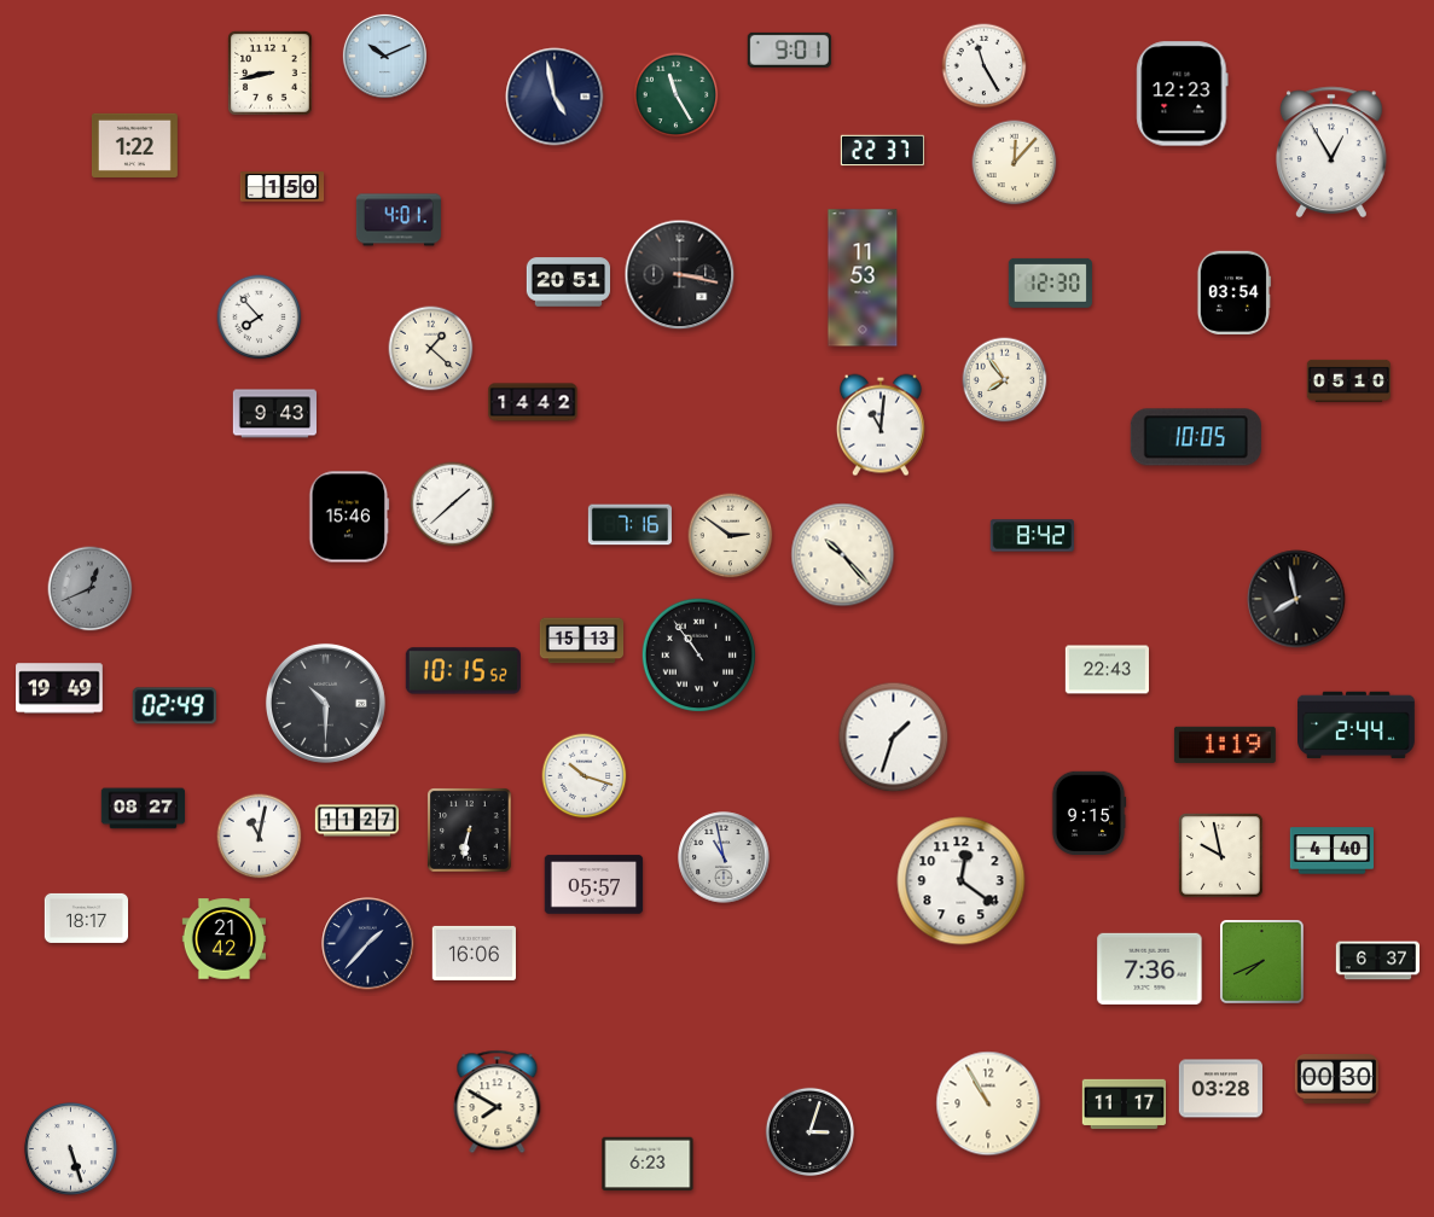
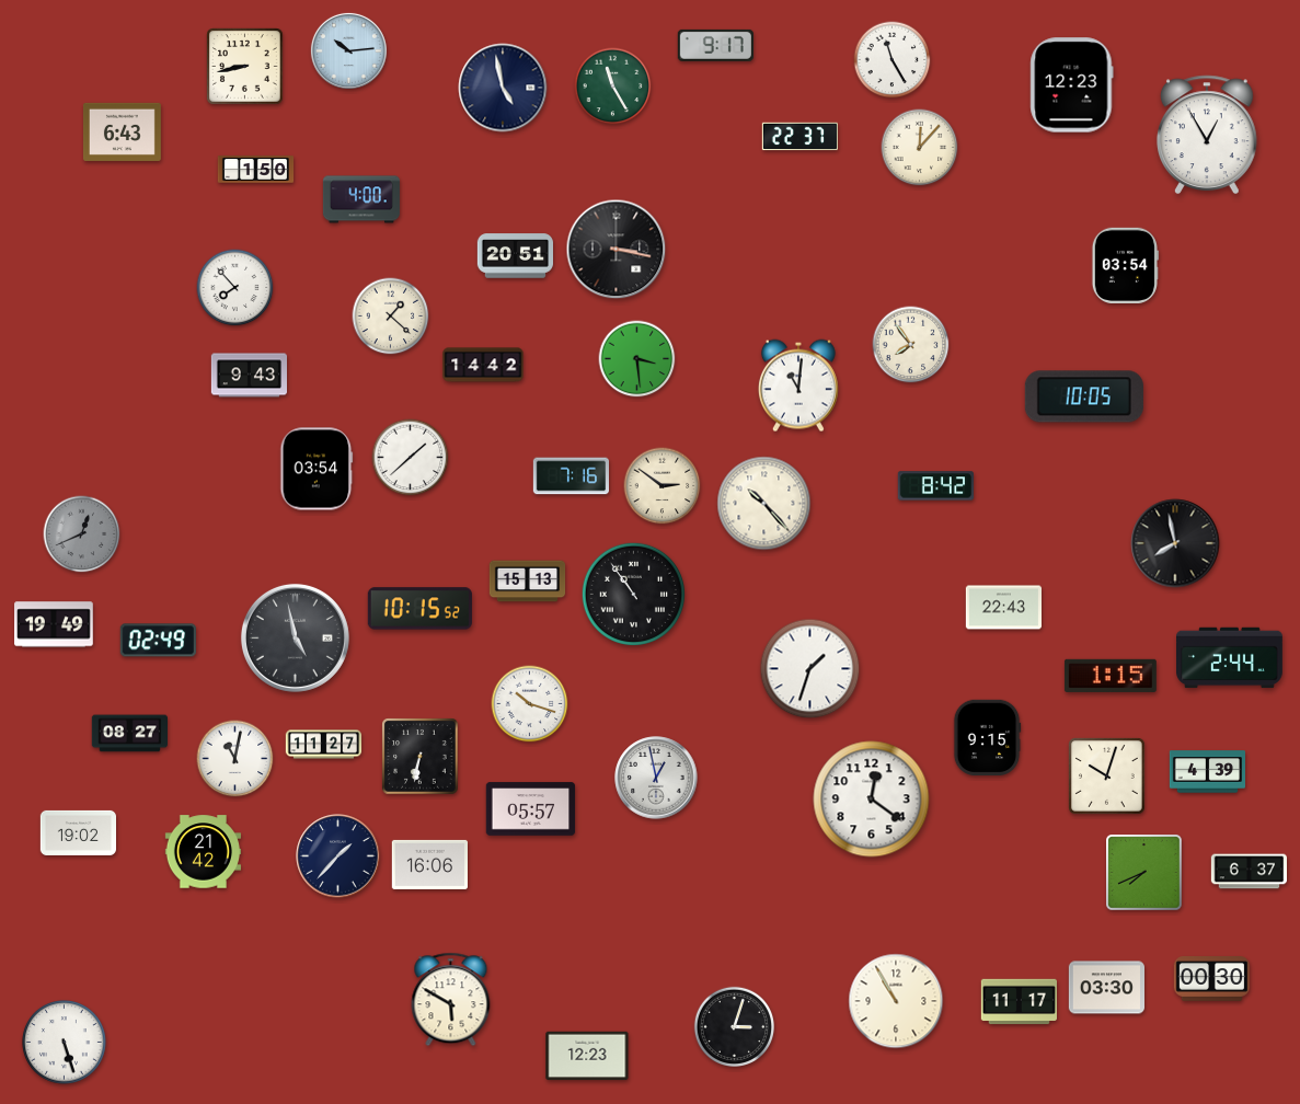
clock at (789, 50): 9:01 -> 9:17
clock at (384, 56): 10:11 -> 10:14
clock at (134, 145): 1:22 -> 6:43
clock at (1331, 152) position: (1331, 152) -> (1207, 135)
clock at (399, 220): 4:01 -> 4:00
clock at (863, 278): 11:53 -> none
clock at (1050, 283): 12:30 -> none
clock at (1233, 292) position: (1233, 292) -> (1125, 265)
clock at (1348, 380): 05:10 -> none
clock at (637, 359): none -> 3:29
clock at (349, 517): 15:46 -> 03:54
clock at (325, 703): 10:30 -> 4:58
clock at (1225, 745): 1:19 -> 1:15
clock at (470, 831) position: (470, 831) -> (421, 757)
clock at (1331, 851): 4:40 -> 4:39
clock at (1221, 856): 9:58 -> 10:03
clock at (724, 857): 10:58 -> 12:58
clock at (594, 885) position: (594, 885) -> (531, 809)
clock at (86, 918): 18:17 -> 19:02
clock at (368, 944) position: (368, 944) -> (338, 856)
clock at (1150, 968): 7:36 -> none
clock at (1220, 1089): 03:28 -> 03:30
clock at (498, 1102): 7:50 -> 5:50
clock at (648, 1164): 6:23 -> 12:23
